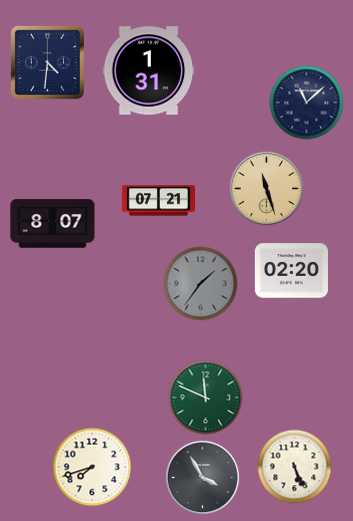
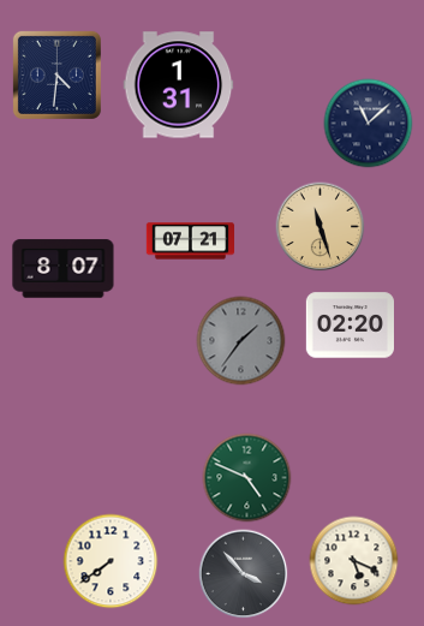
clock at (206, 398): 11:49 -> 4:49
clock at (92, 467): 7:42 -> 7:39
clock at (295, 467): 5:26 -> 5:19
clock at (203, 478): 3:55 -> 3:53
